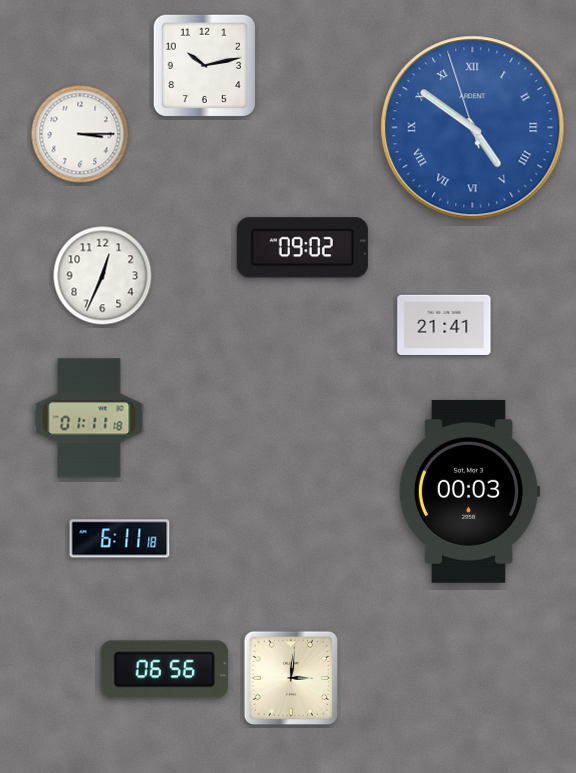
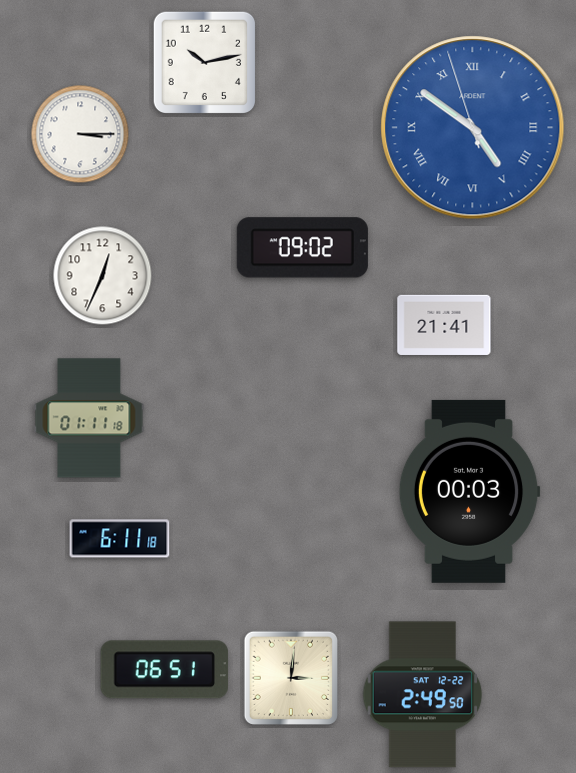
clock at (204, 65) position: (204, 65) -> (204, 62)
clock at (165, 670): 06:56 -> 06:51
clock at (423, 695): none -> 2:49
